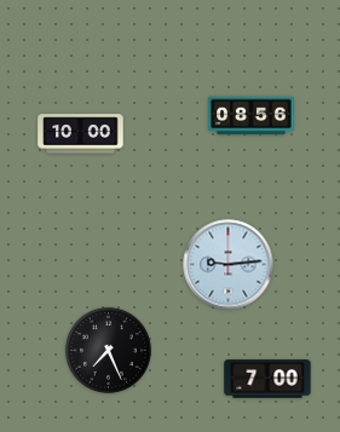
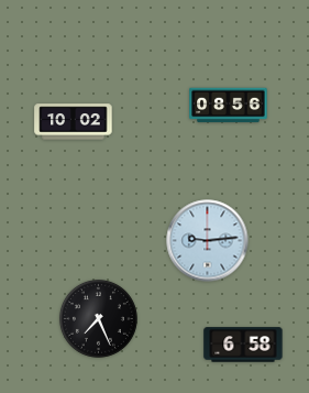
clock at (81, 134): 10:00 -> 10:02
clock at (267, 379): 7:00 -> 6:58
